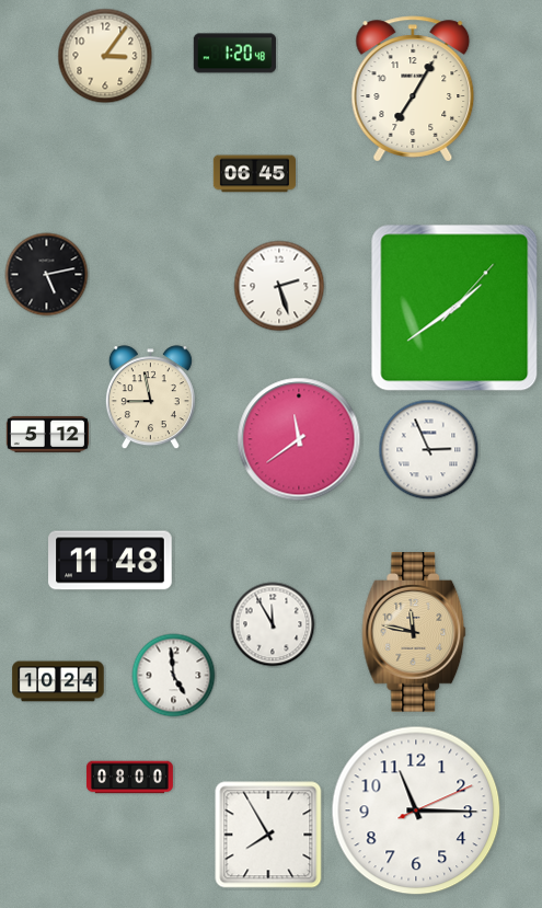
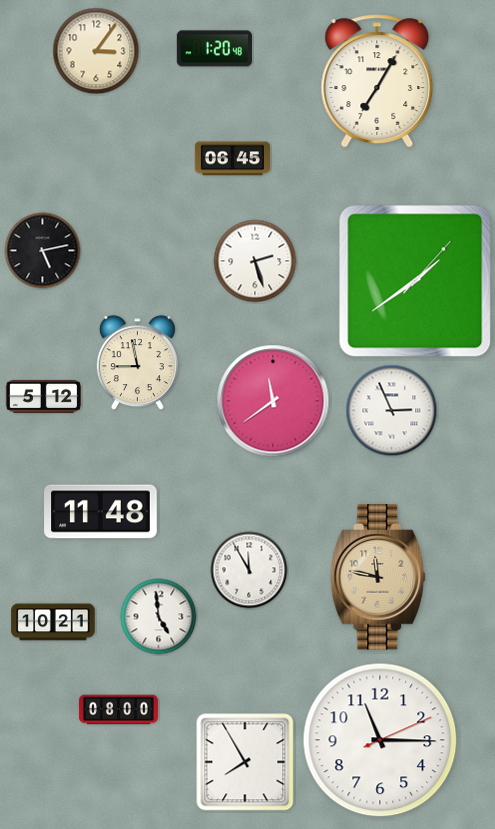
clock at (58, 681): 10:24 -> 10:21
